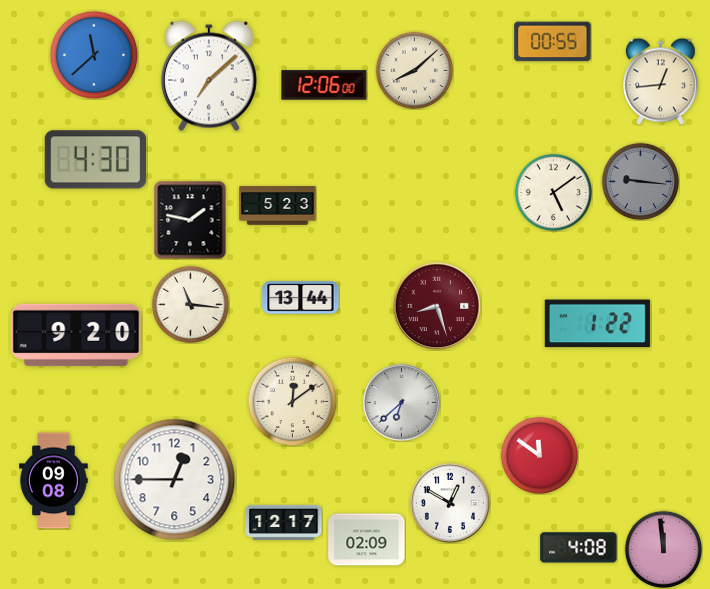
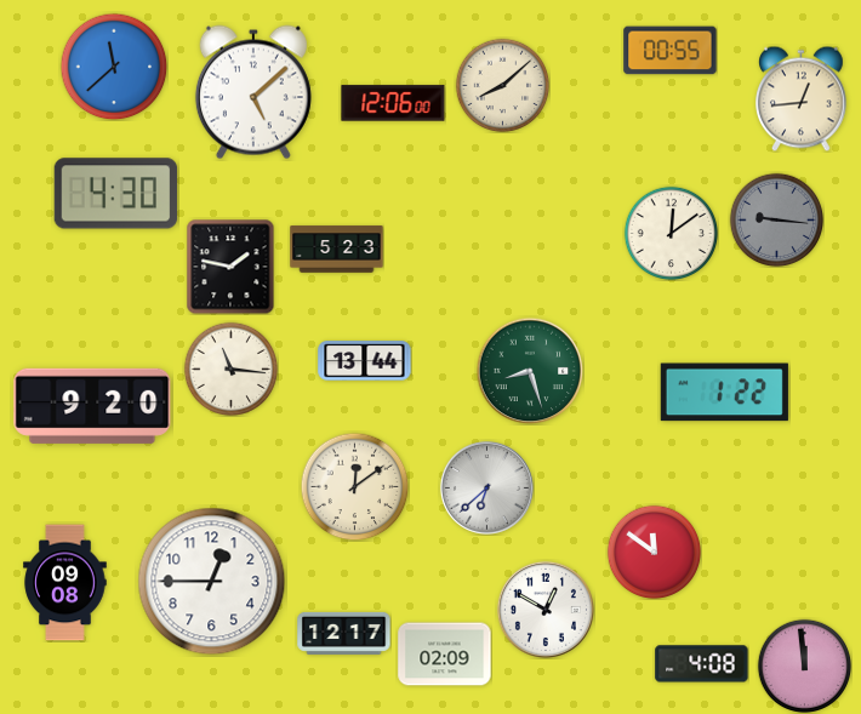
clock at (209, 76): 7:08 -> 5:08
clock at (553, 192): 5:09 -> 12:09
clock at (437, 306) dial: burgundy -> green
